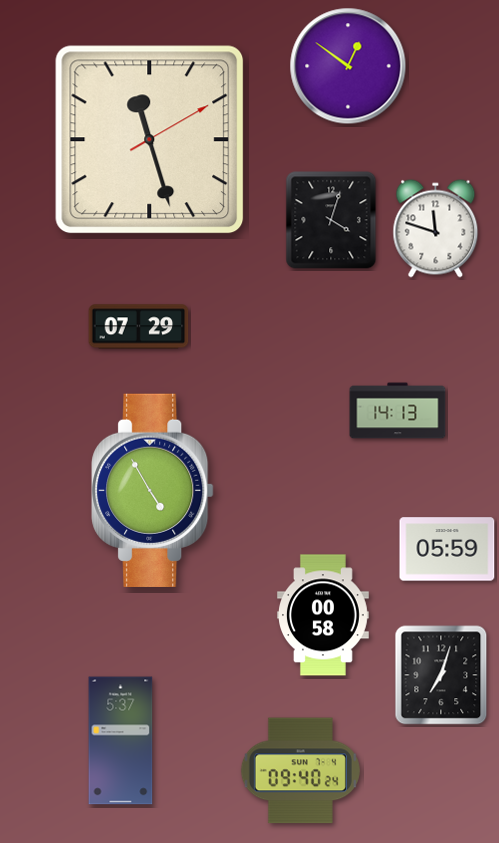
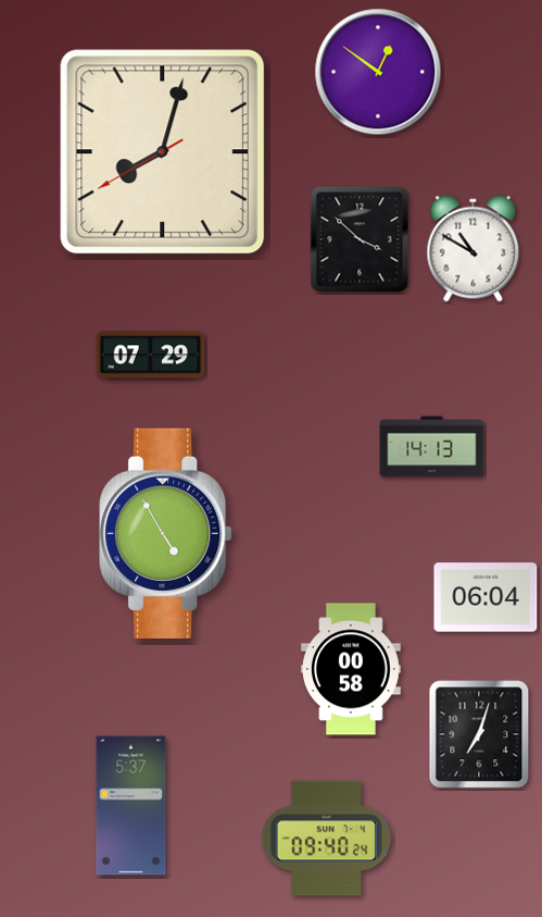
clock at (150, 140): 11:27 -> 8:02
clock at (331, 220): 4:03 -> 3:52
clock at (436, 229): 11:48 -> 10:50
clock at (447, 549): 05:59 -> 06:04
